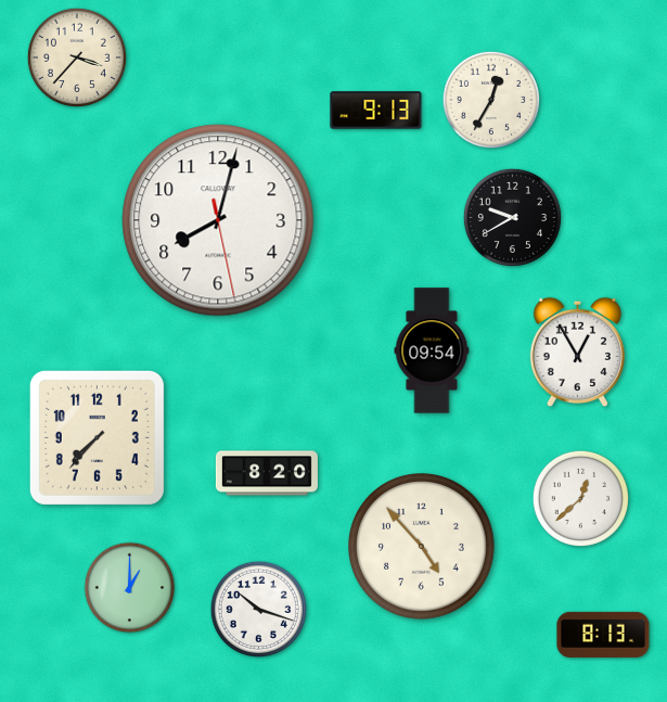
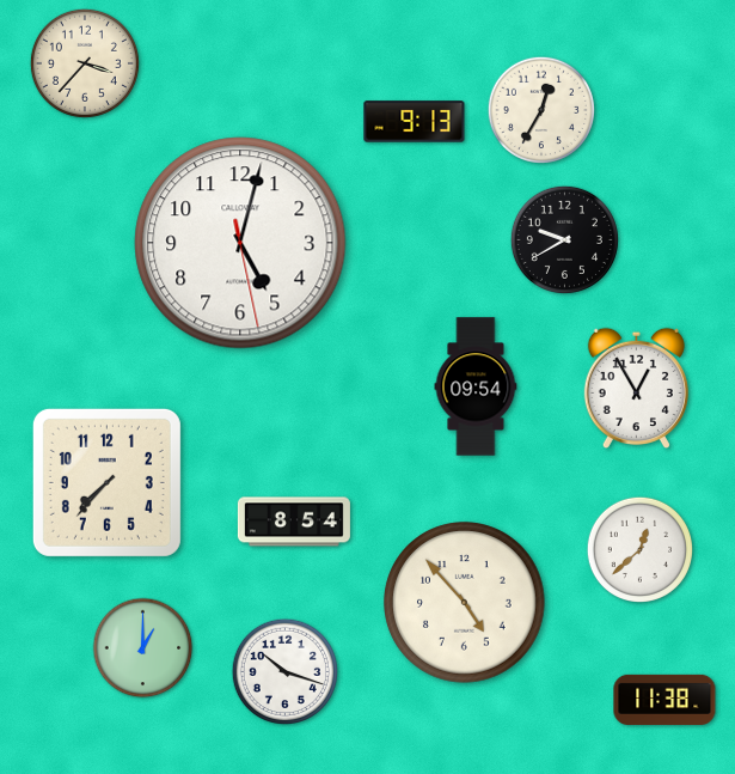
clock at (218, 220): 8:02 -> 5:02
clock at (267, 473): 8:20 -> 8:54
clock at (603, 635): 8:13 -> 11:38
